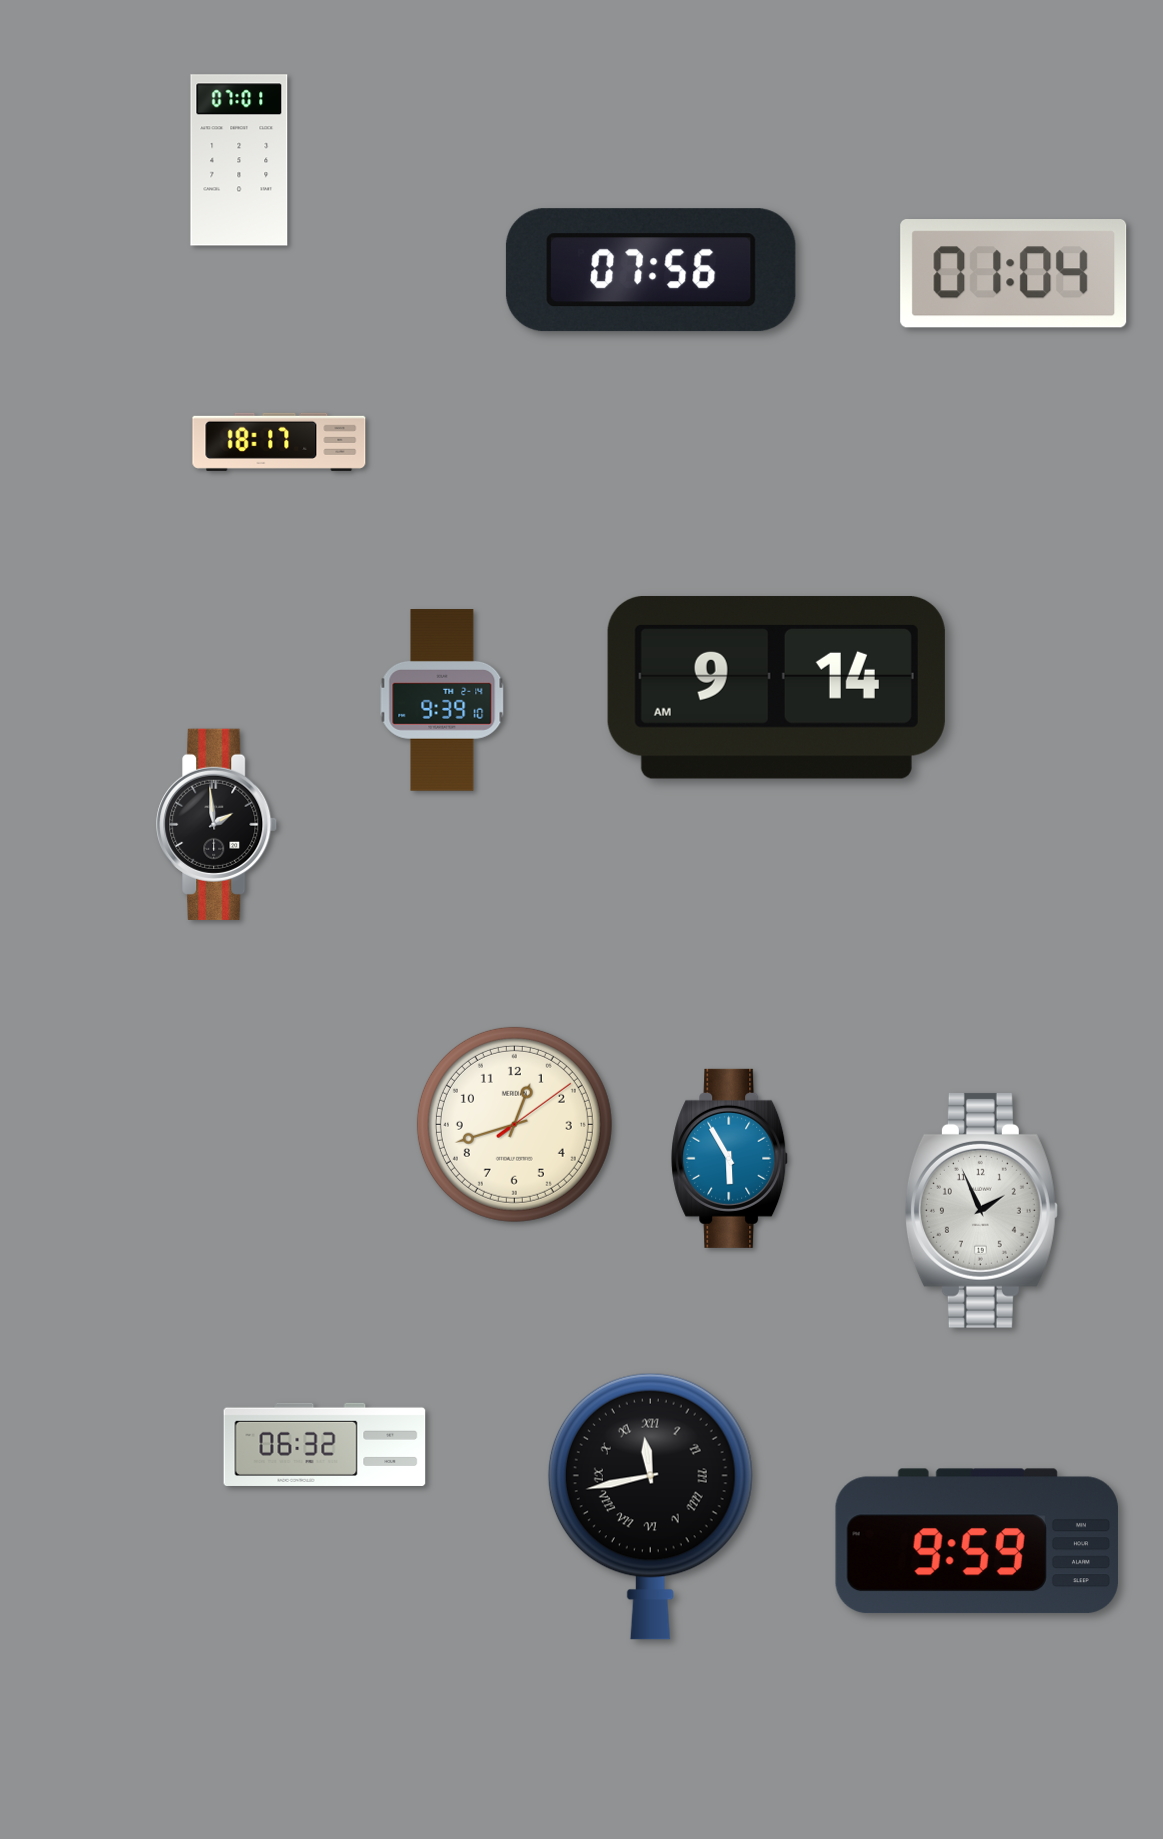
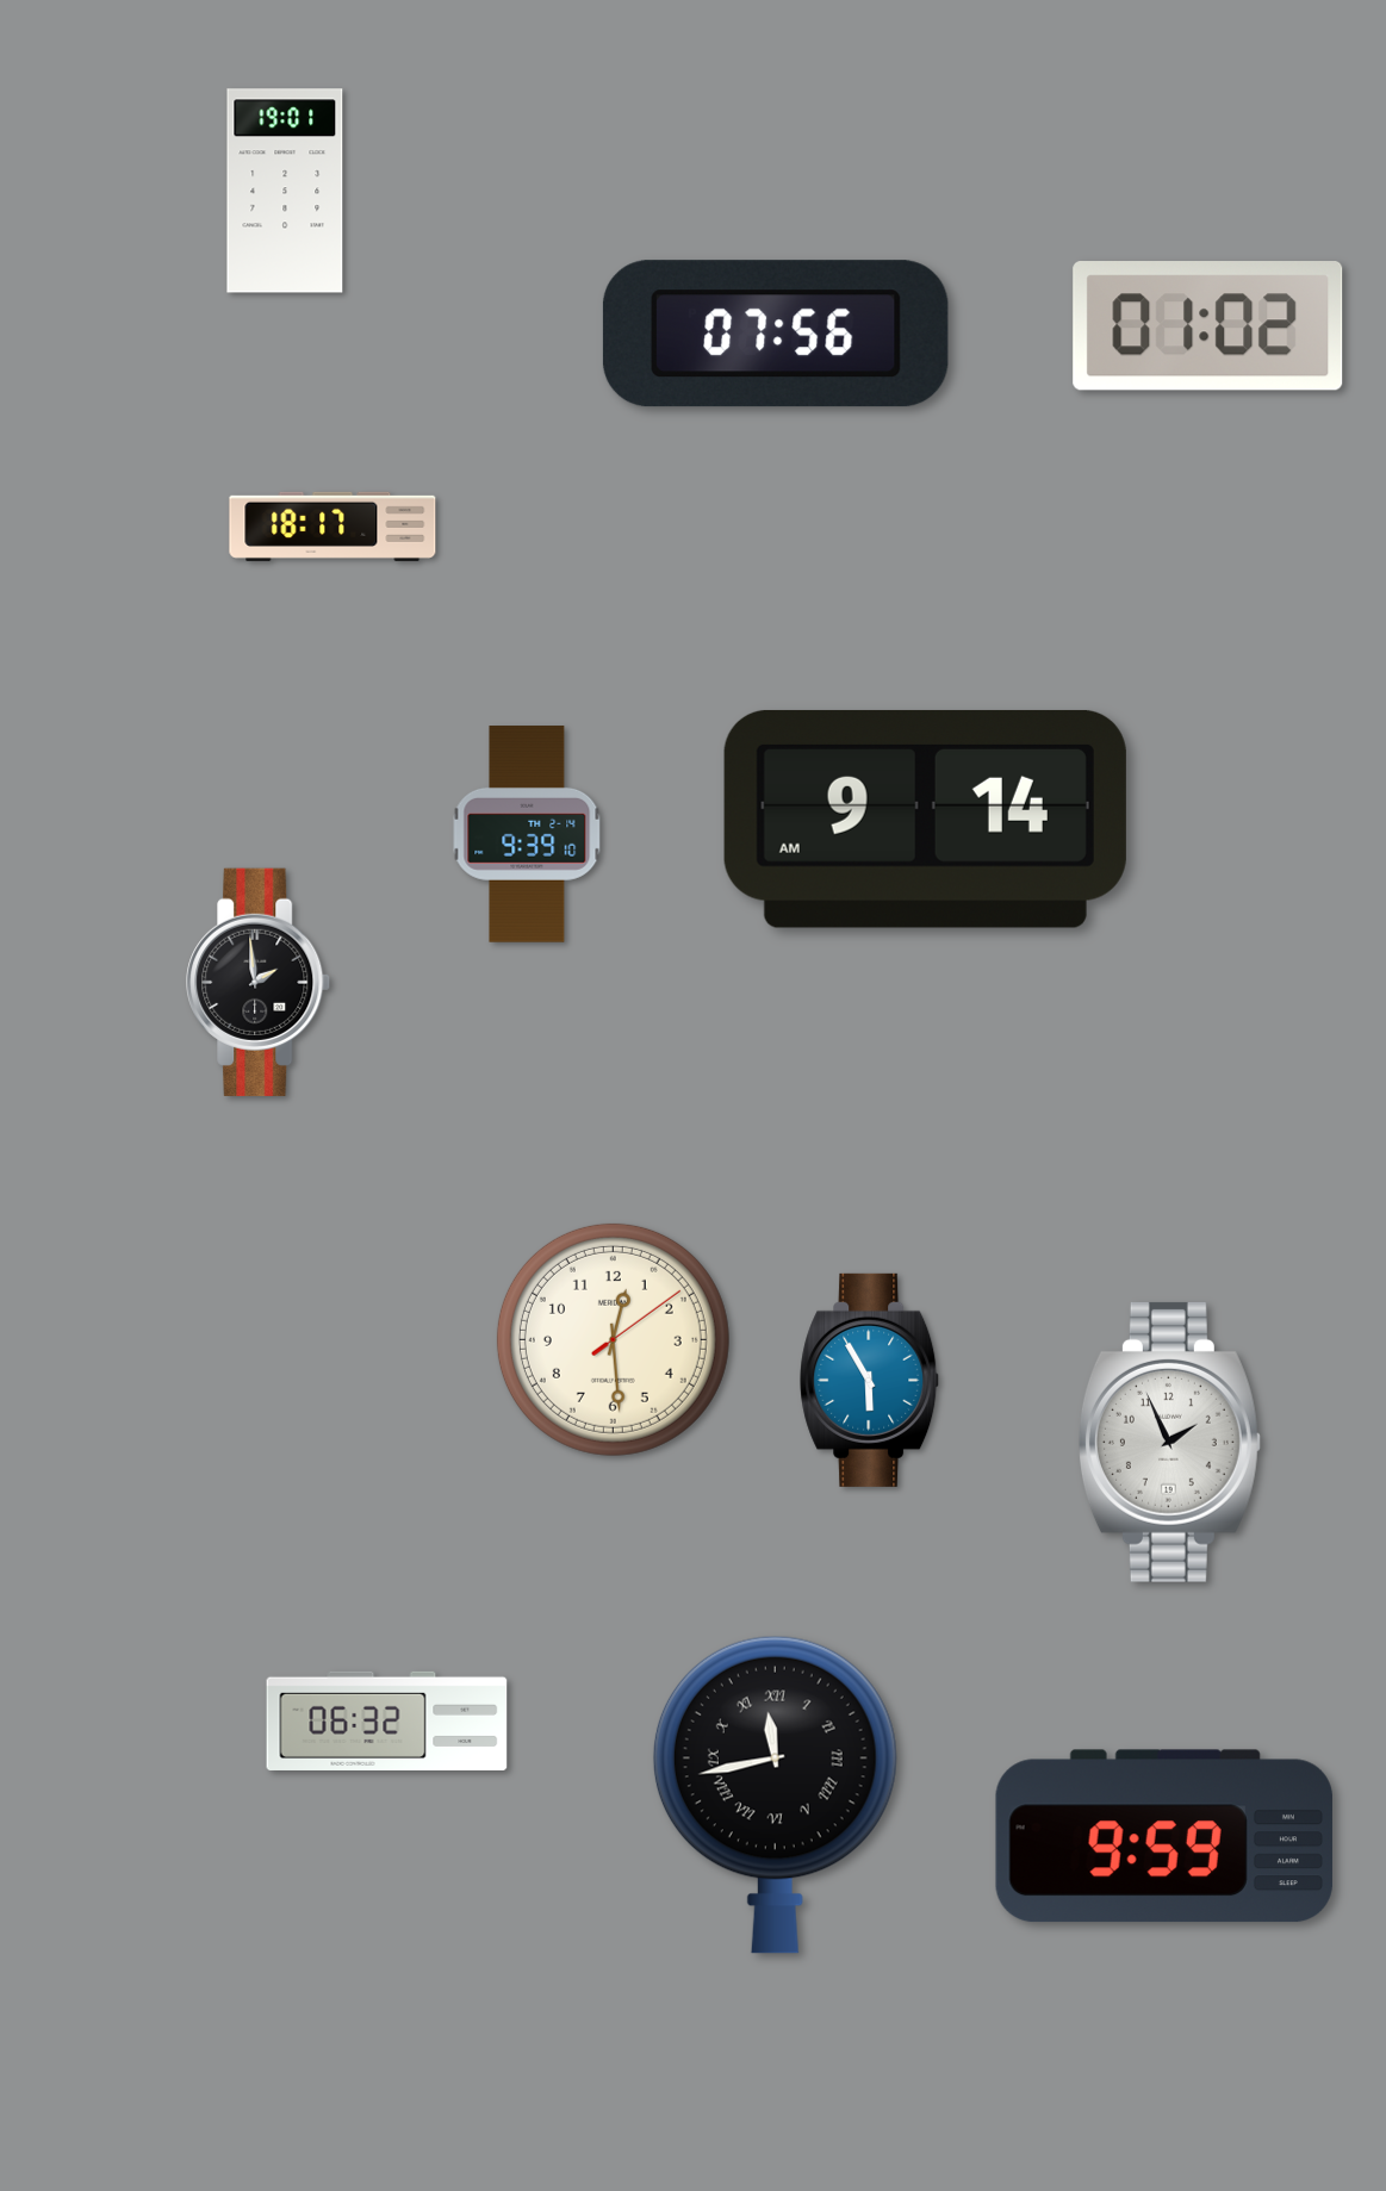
clock at (239, 160): 07:01 -> 19:01
clock at (651, 270) position: (651, 270) -> (776, 334)
clock at (1014, 274): 01:04 -> 01:02
clock at (514, 1124): 12:42 -> 12:29
